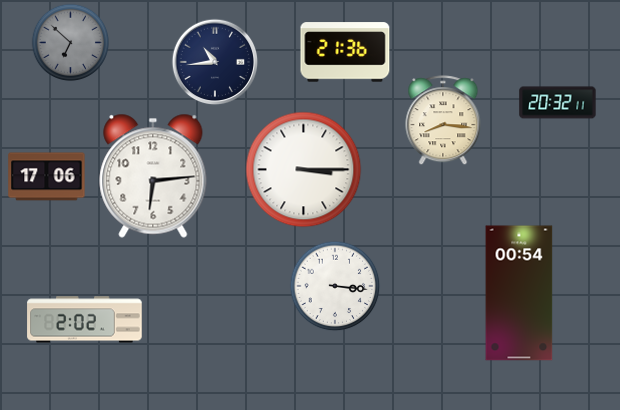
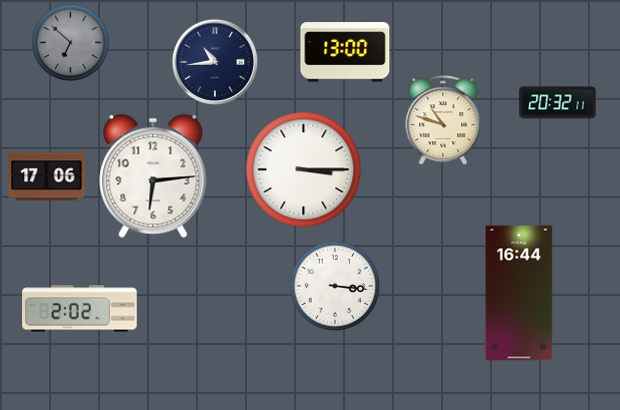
clock at (345, 52): 21:36 -> 13:00
clock at (443, 120): 8:16 -> 10:48
clock at (519, 293): 00:54 -> 16:44
clock at (85, 320) position: (85, 320) -> (80, 309)
